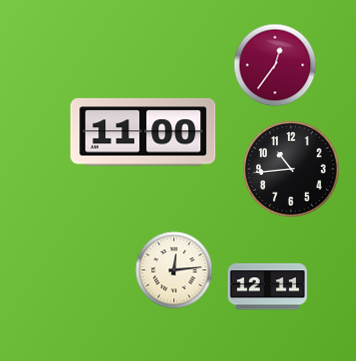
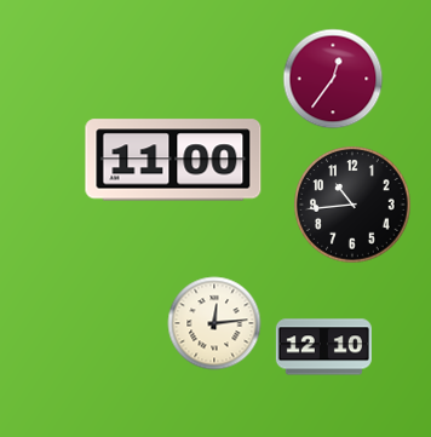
clock at (174, 270) position: (174, 270) -> (214, 323)
clock at (267, 287): 12:11 -> 12:10
